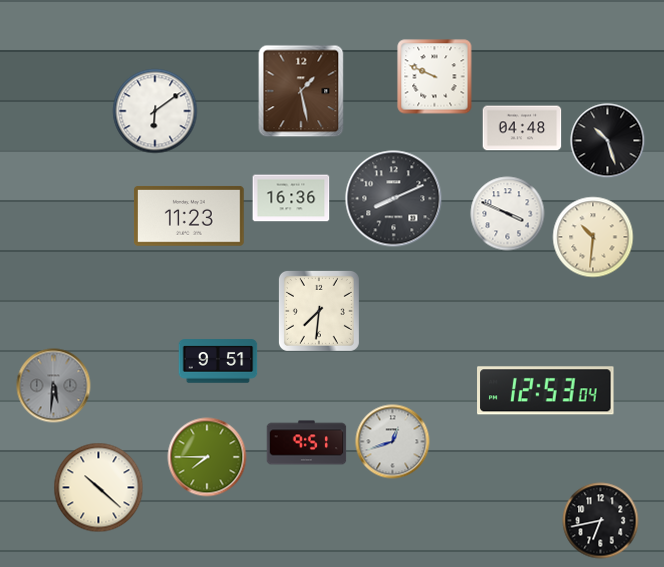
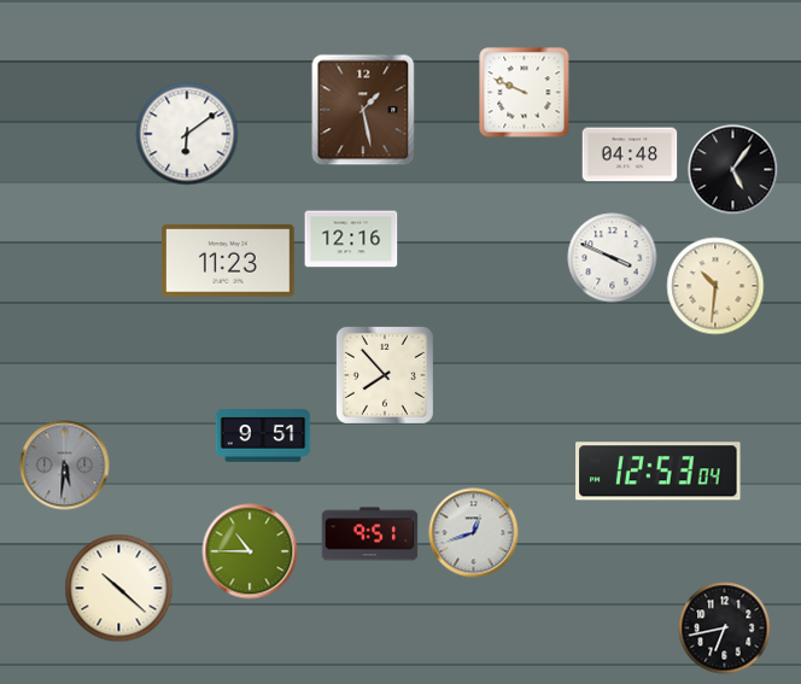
clock at (608, 141): 10:27 -> 5:06
clock at (291, 198): 16:36 -> 12:16
clock at (394, 199): 8:11 -> none
clock at (319, 311): 7:31 -> 7:53
clock at (207, 457): 7:45 -> 10:45
